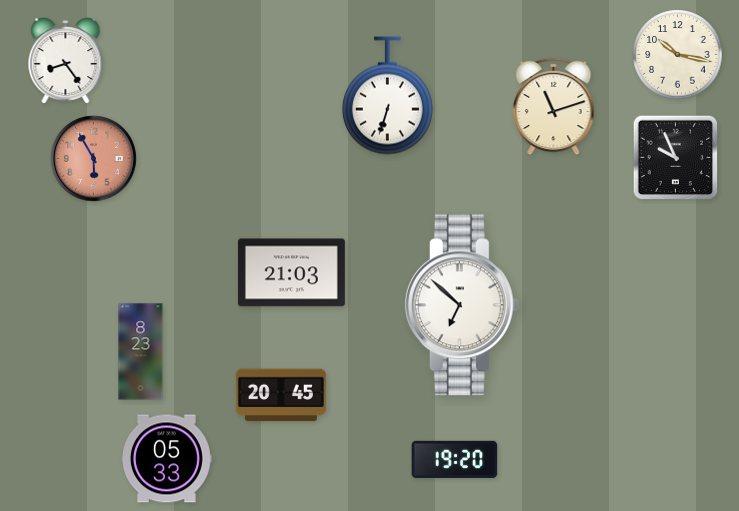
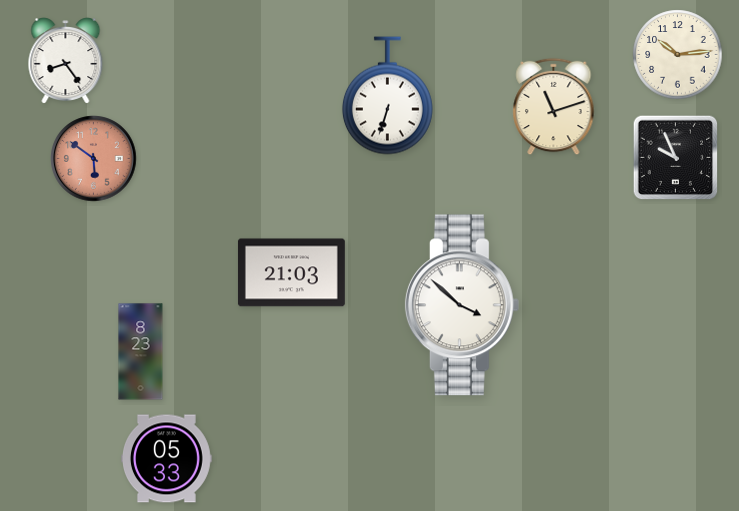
clock at (678, 55): 10:17 -> 10:14
clock at (94, 159): 5:55 -> 5:51
clock at (462, 305): 6:52 -> 3:52
clock at (281, 395): 20:45 -> none
clock at (455, 459): 19:20 -> none
